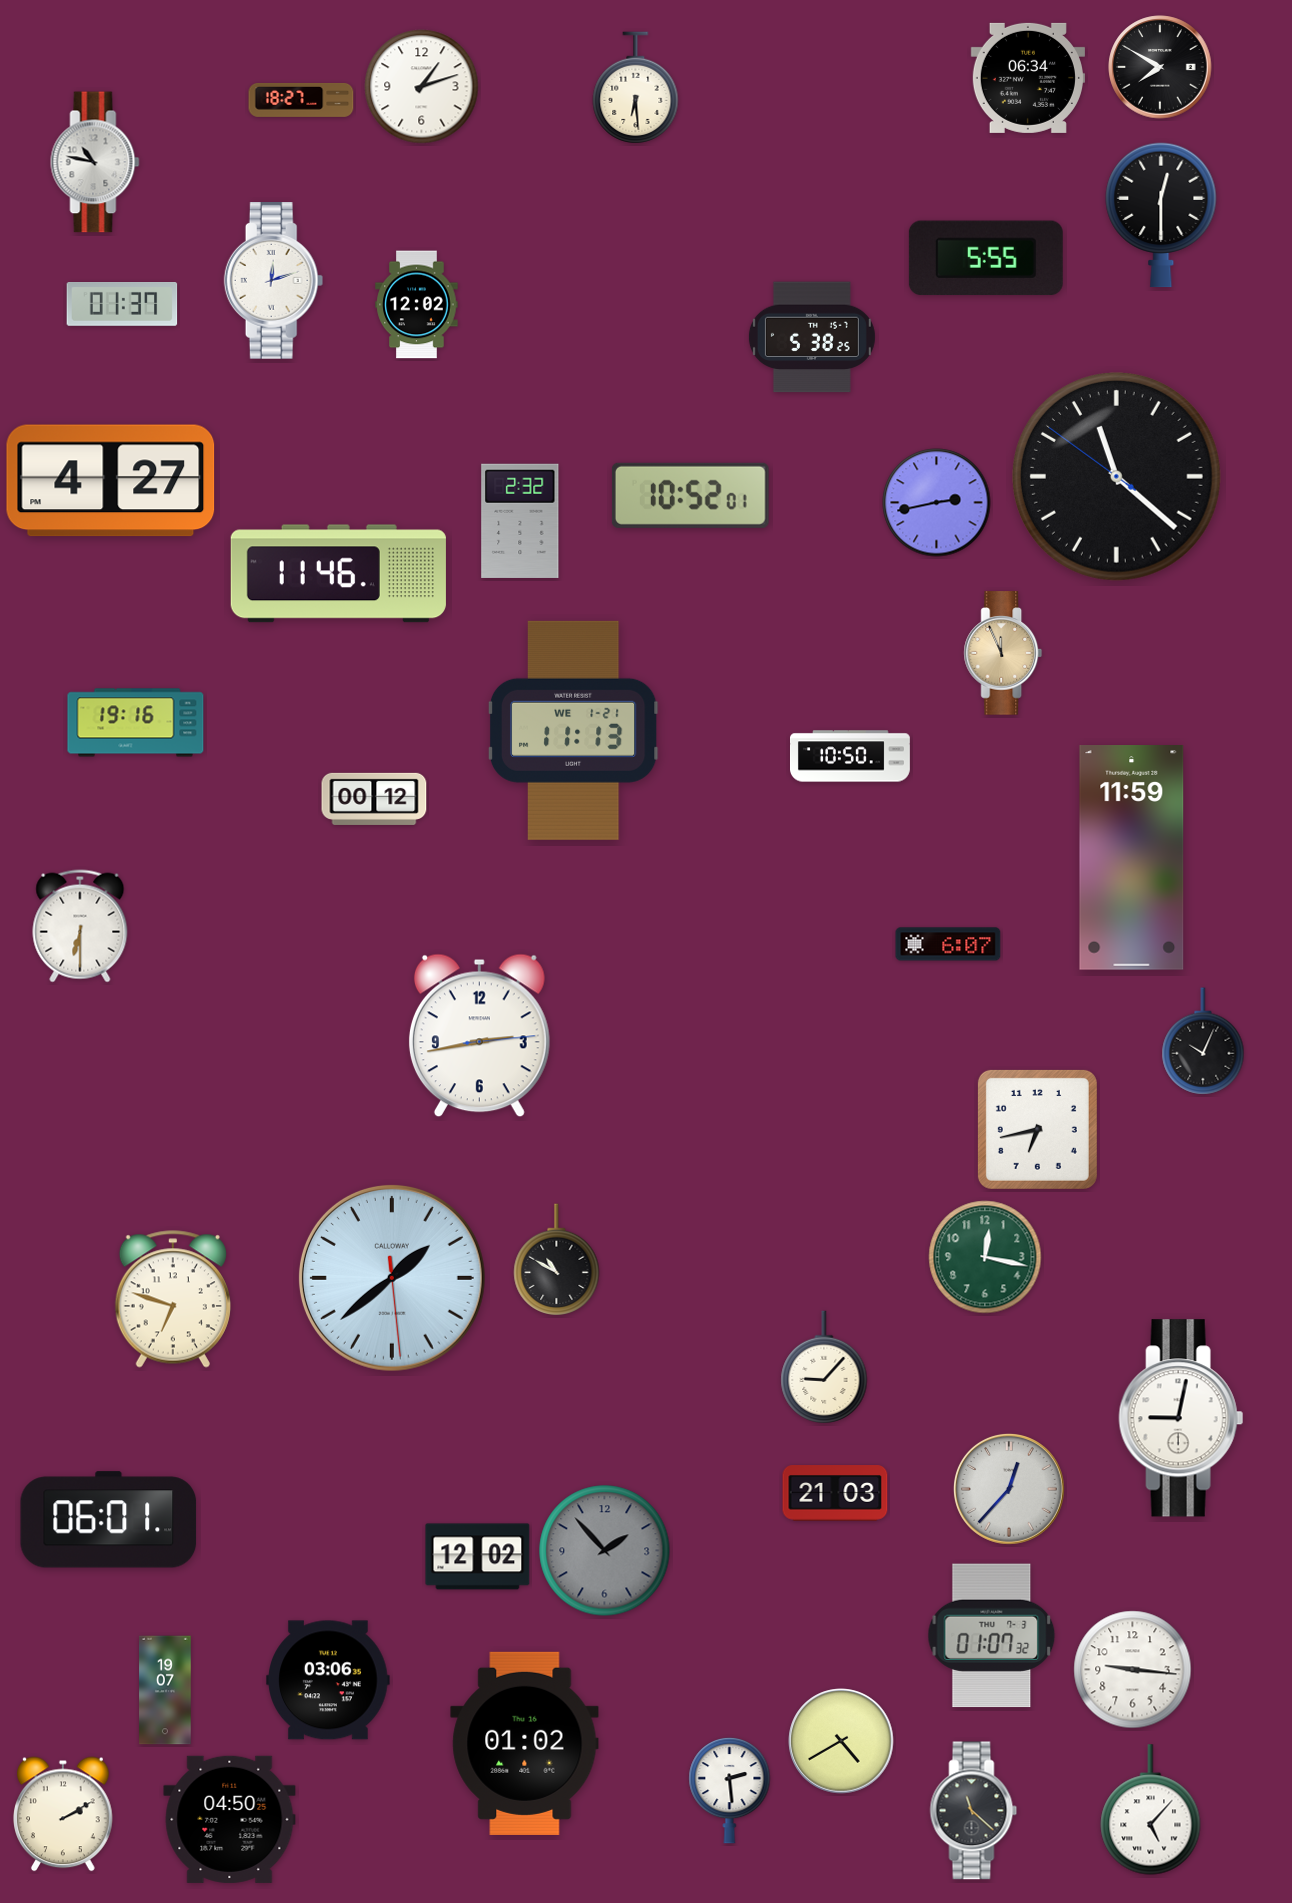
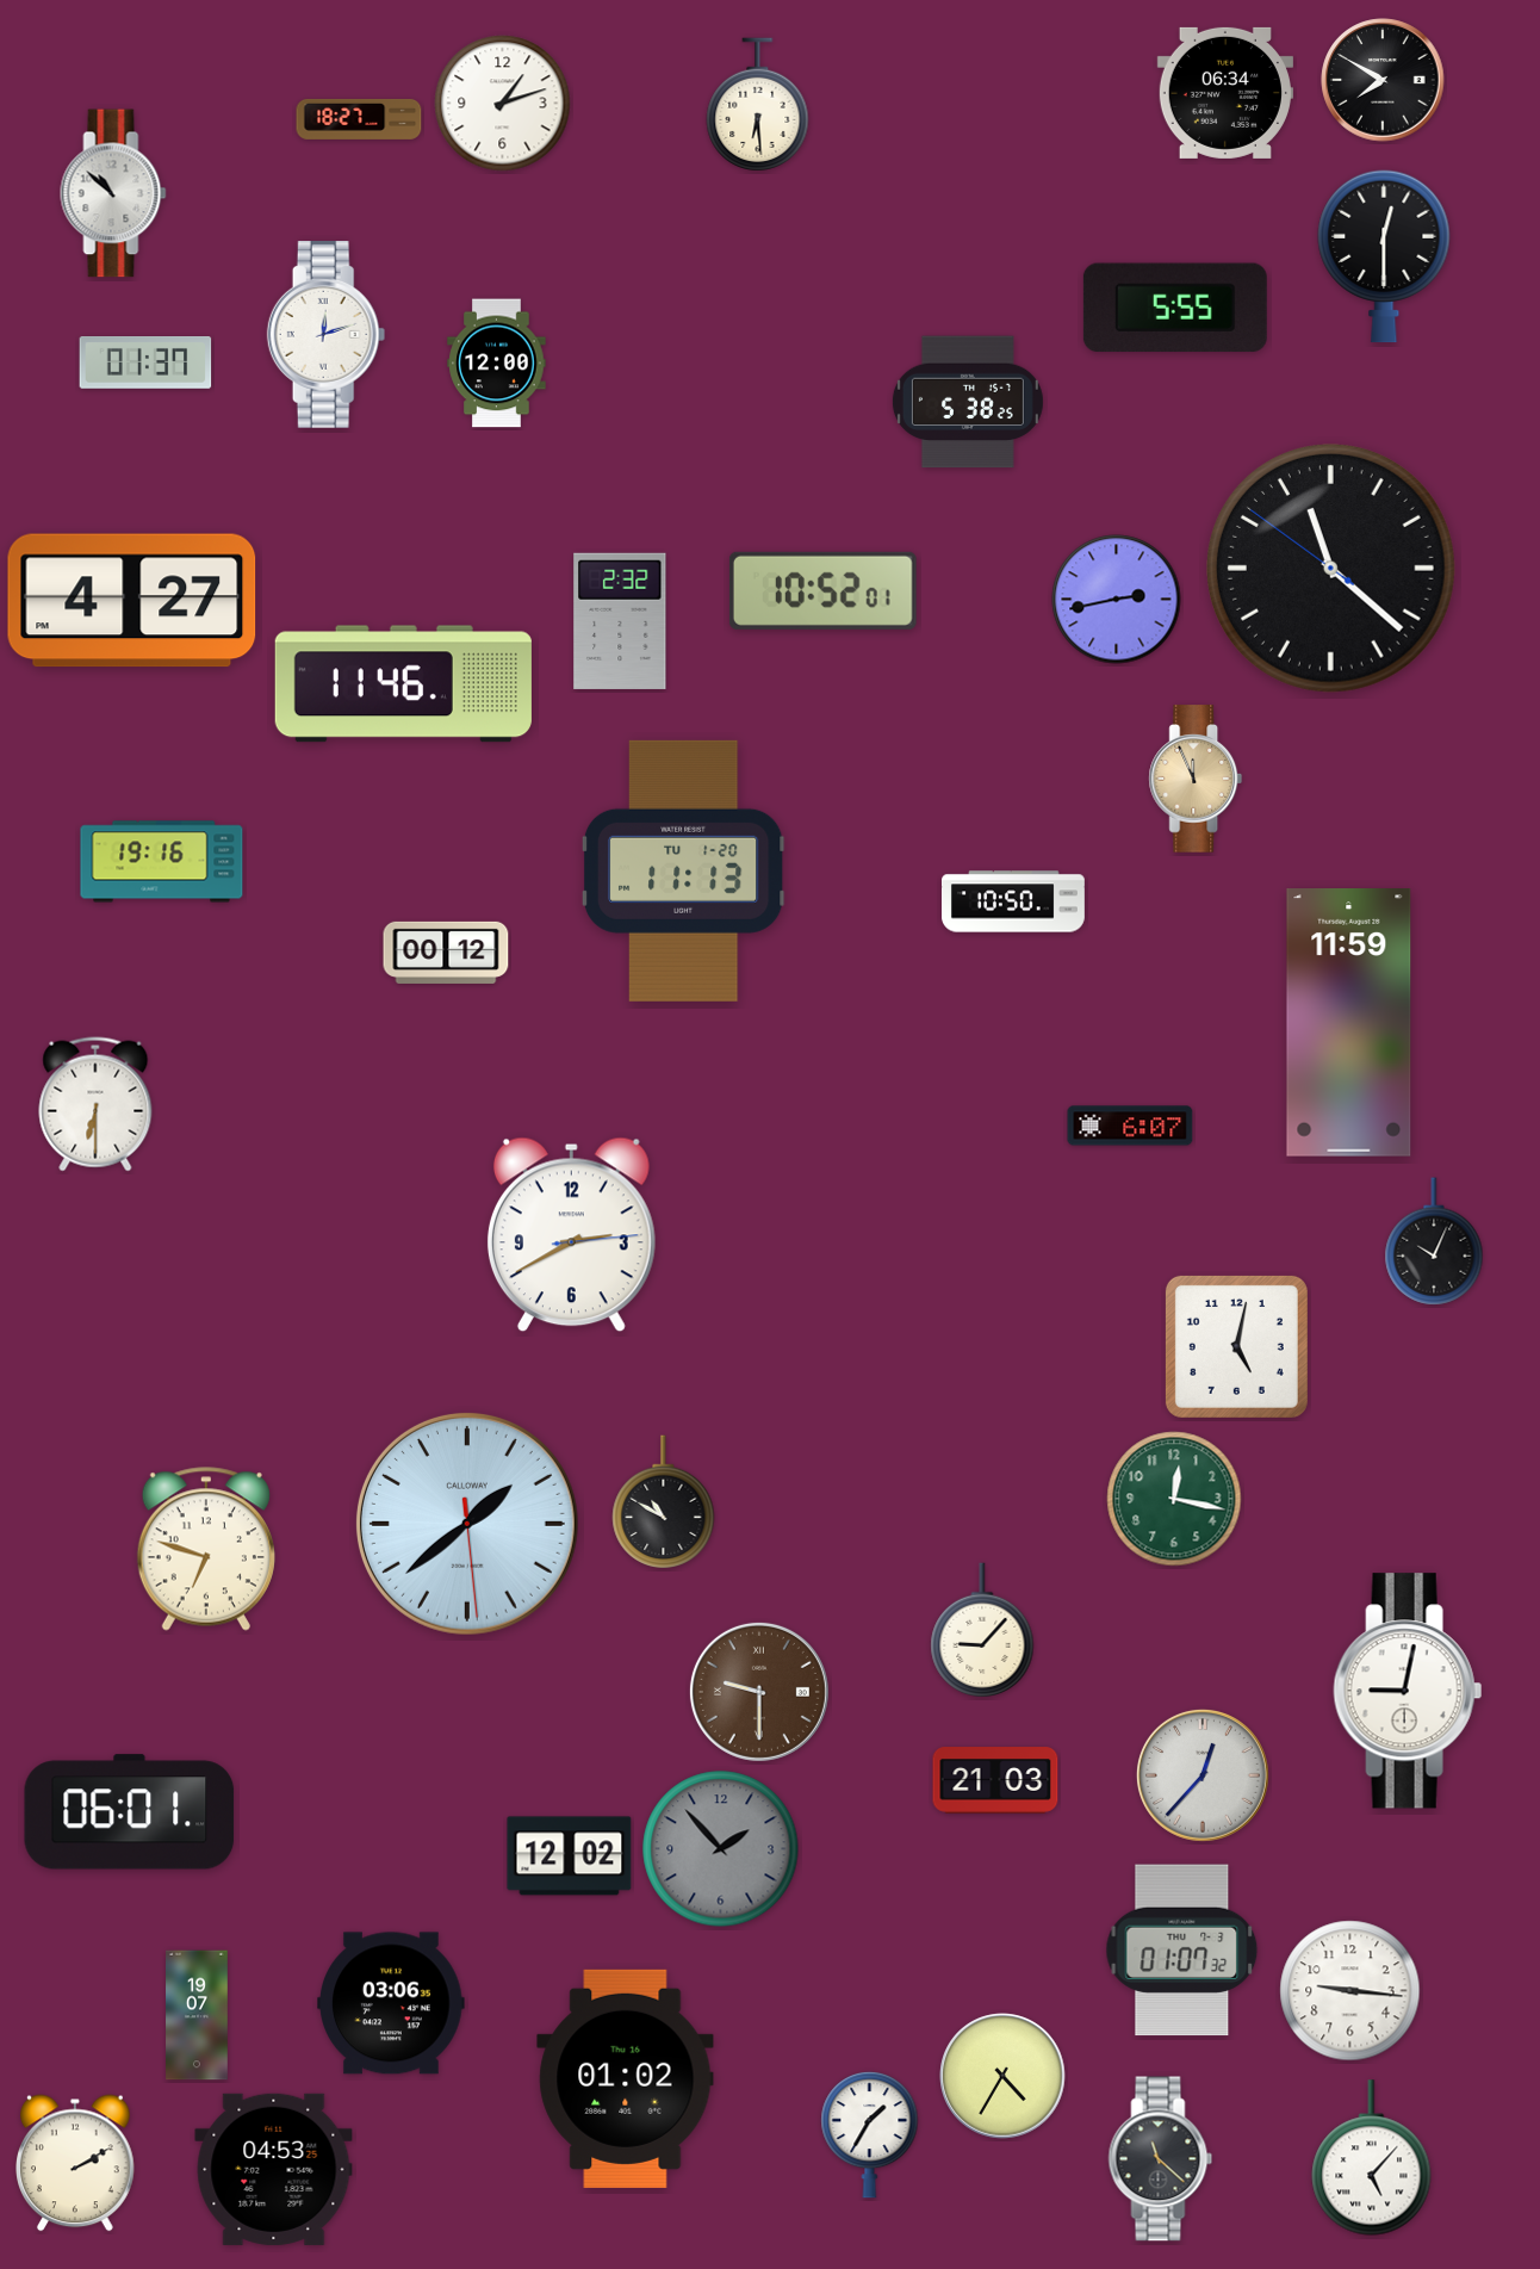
clock at (95, 162): 10:47 -> 10:52
clock at (417, 305): 12:02 -> 12:00
clock at (111, 481) position: (111, 481) -> (132, 601)
clock at (573, 730) date: WE 1-21 -> TU 1-20
clock at (479, 1036): 2:43 -> 2:40
clock at (1037, 1129): 6:43 -> 5:02
clock at (759, 1692): none -> 9:30
clock at (841, 1741): 4:40 -> 4:35
clock at (730, 1790): 2:29 -> 1:35
clock at (230, 1819): 04:50 -> 04:53
